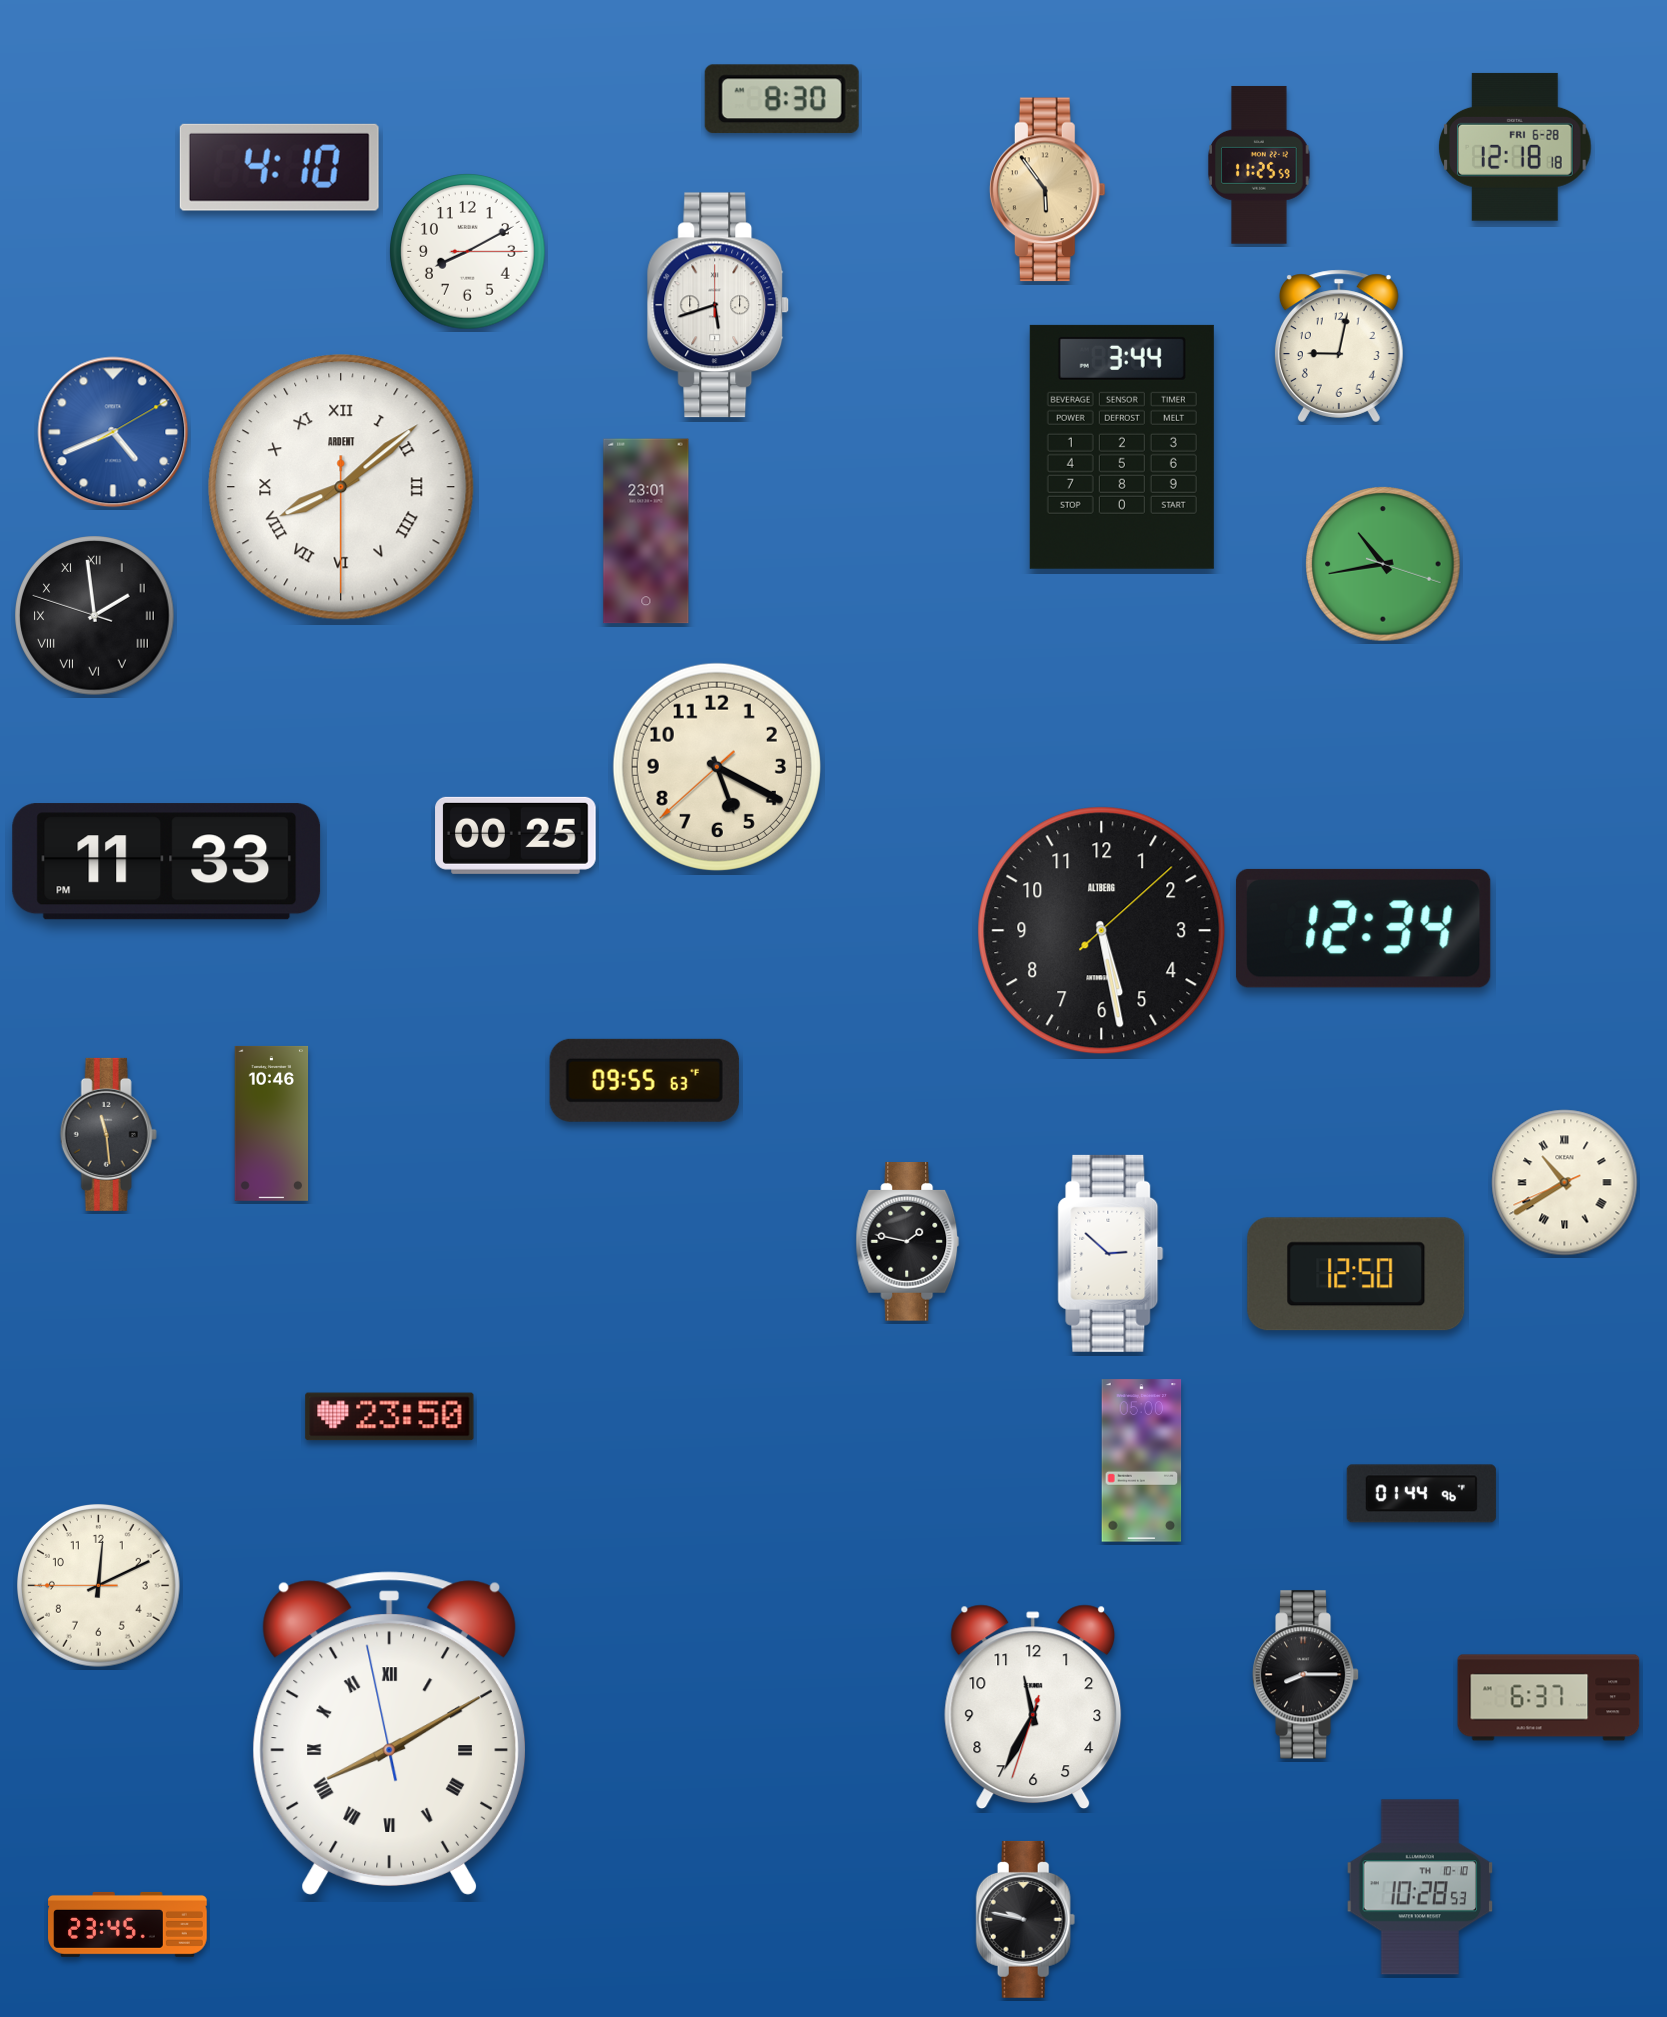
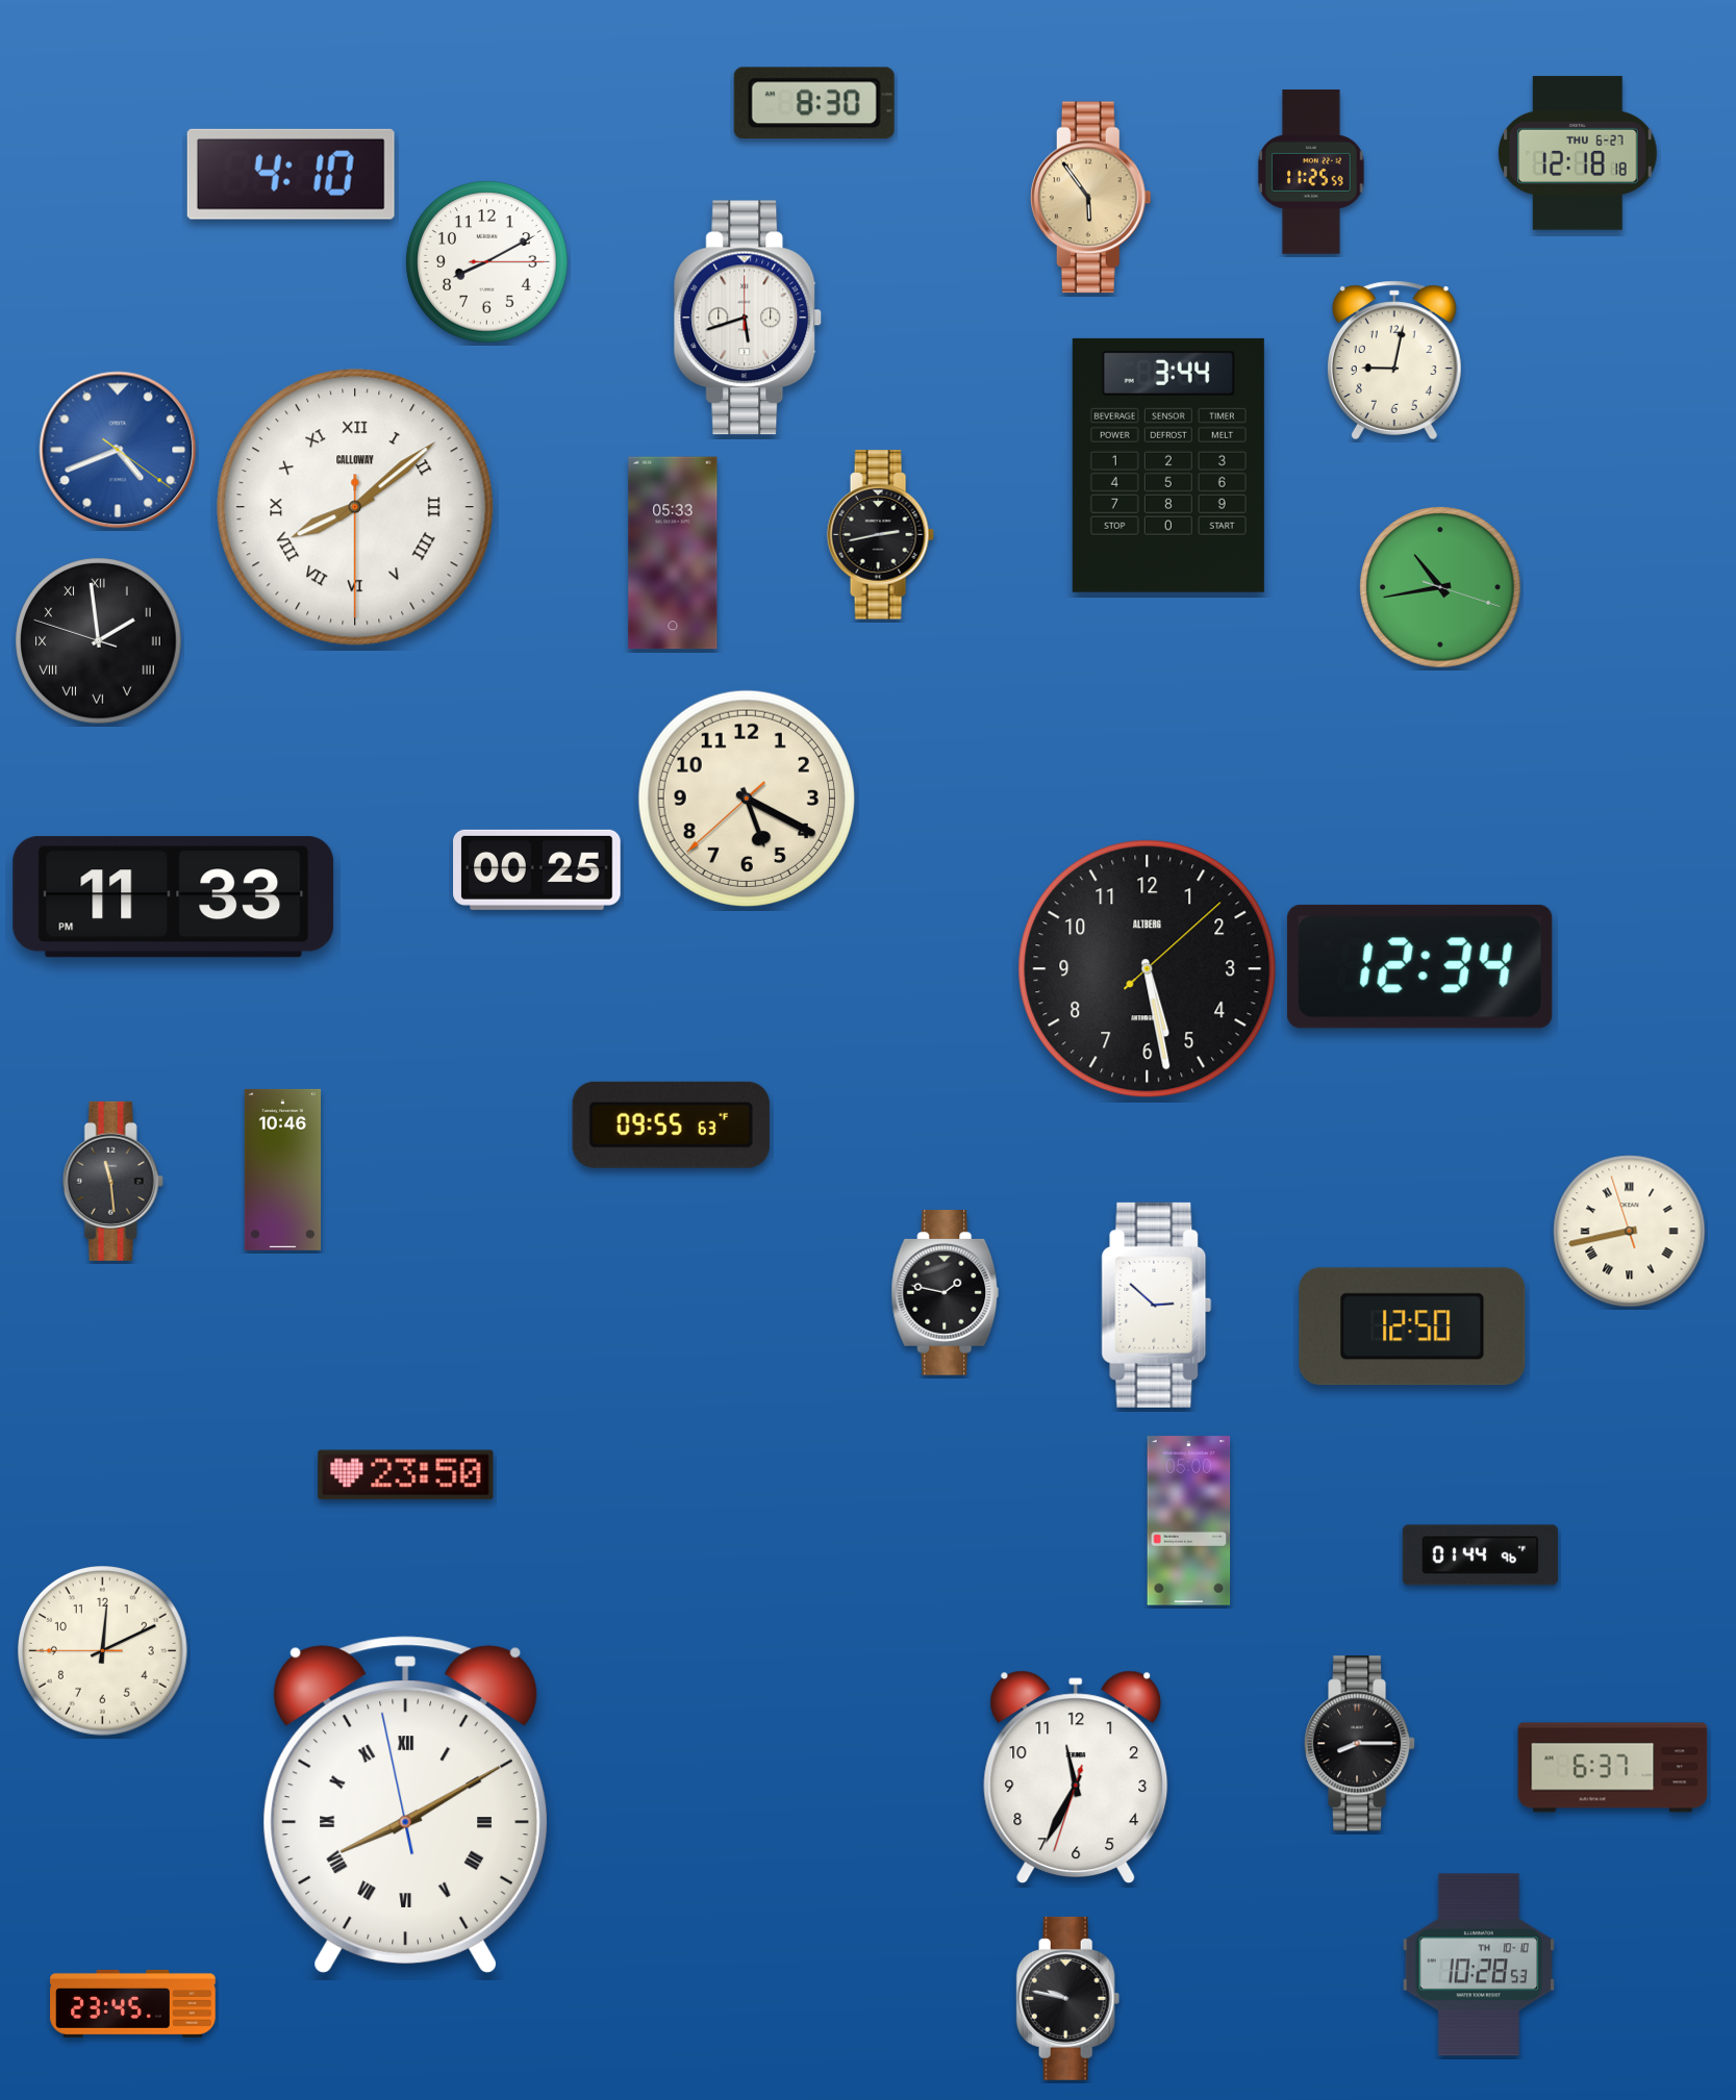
clock at (1515, 147) date: FRI 6-28 -> THU 6-27
clock at (113, 432): 4:41:10 -> 4:41:21
clock at (341, 487) brand: ARDENT -> CALLOWAY
clock at (880, 535): none -> 2:43
clock at (646, 531): 23:01 -> 05:33
clock at (1565, 1183): 10:39 -> 8:42
